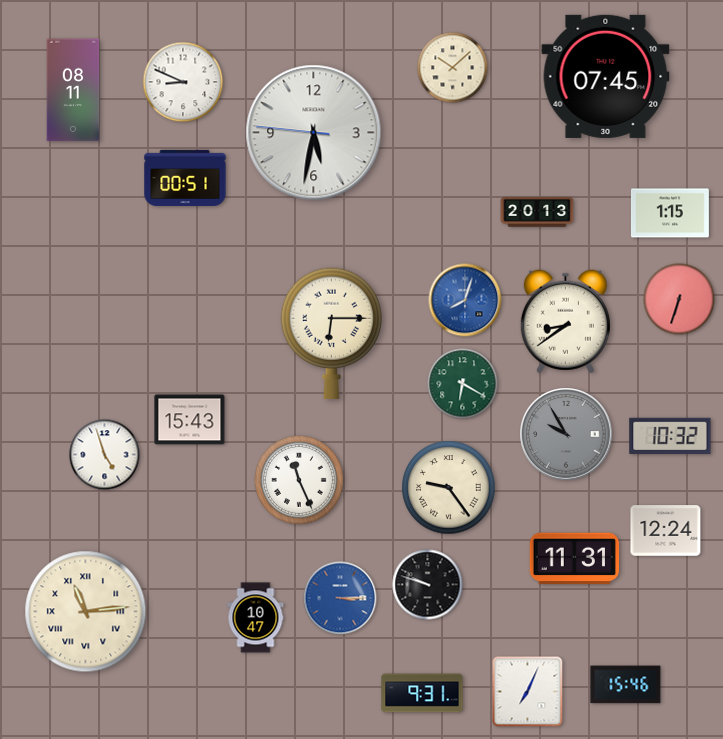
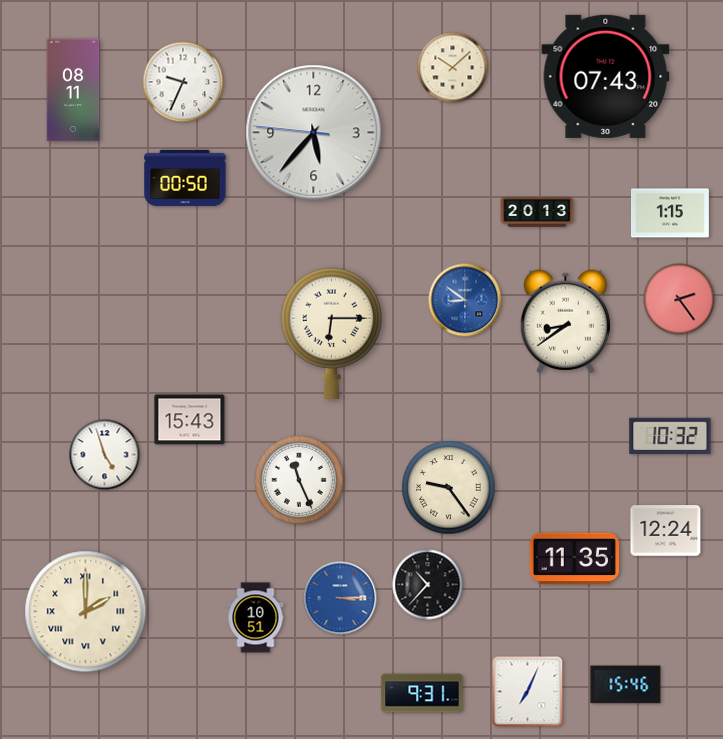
clock at (606, 76): 07:45 -> 07:43
clock at (183, 82): 8:49 -> 9:34
clock at (314, 133): 5:31 -> 5:36
clock at (185, 178): 00:51 -> 00:50
clock at (679, 299): 6:33 -> 2:24
clock at (465, 300): 8:03 -> 8:51
clock at (463, 384): 6:20 -> none
clock at (566, 434): 9:55 -> none
clock at (574, 559): 11:31 -> 11:35
clock at (428, 585): 9:48 -> 10:37
clock at (86, 612): 11:14 -> 2:00
clock at (256, 618): 10:47 -> 10:51
